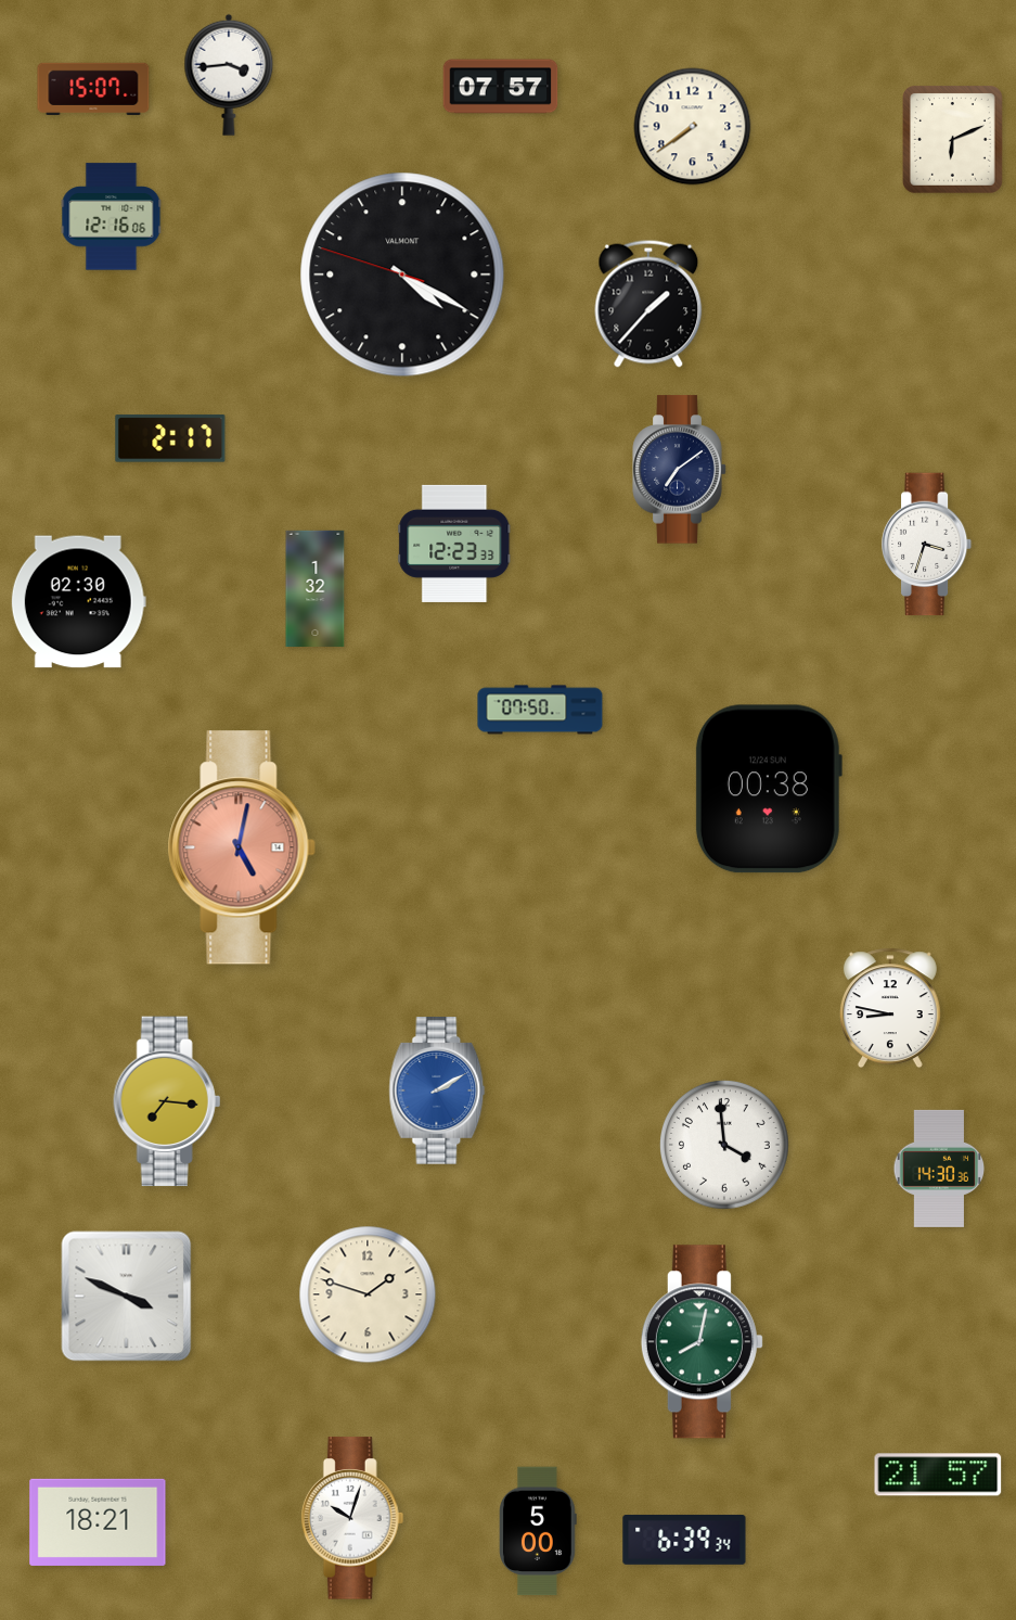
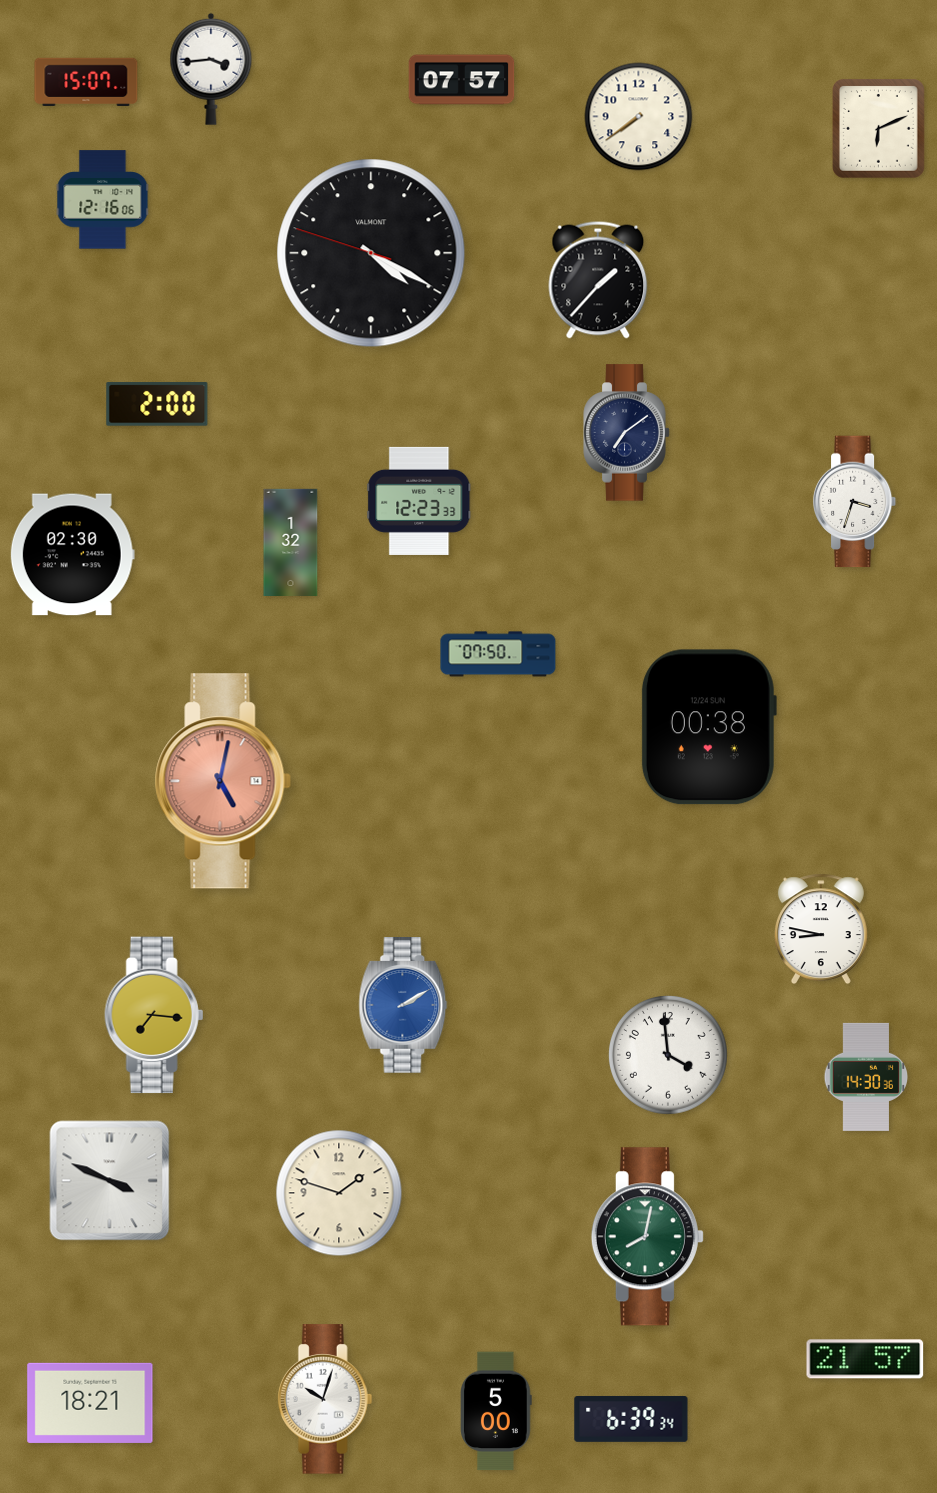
clock at (170, 438): 2:17 -> 2:00
clock at (127, 1297) position: (127, 1297) -> (110, 1181)
